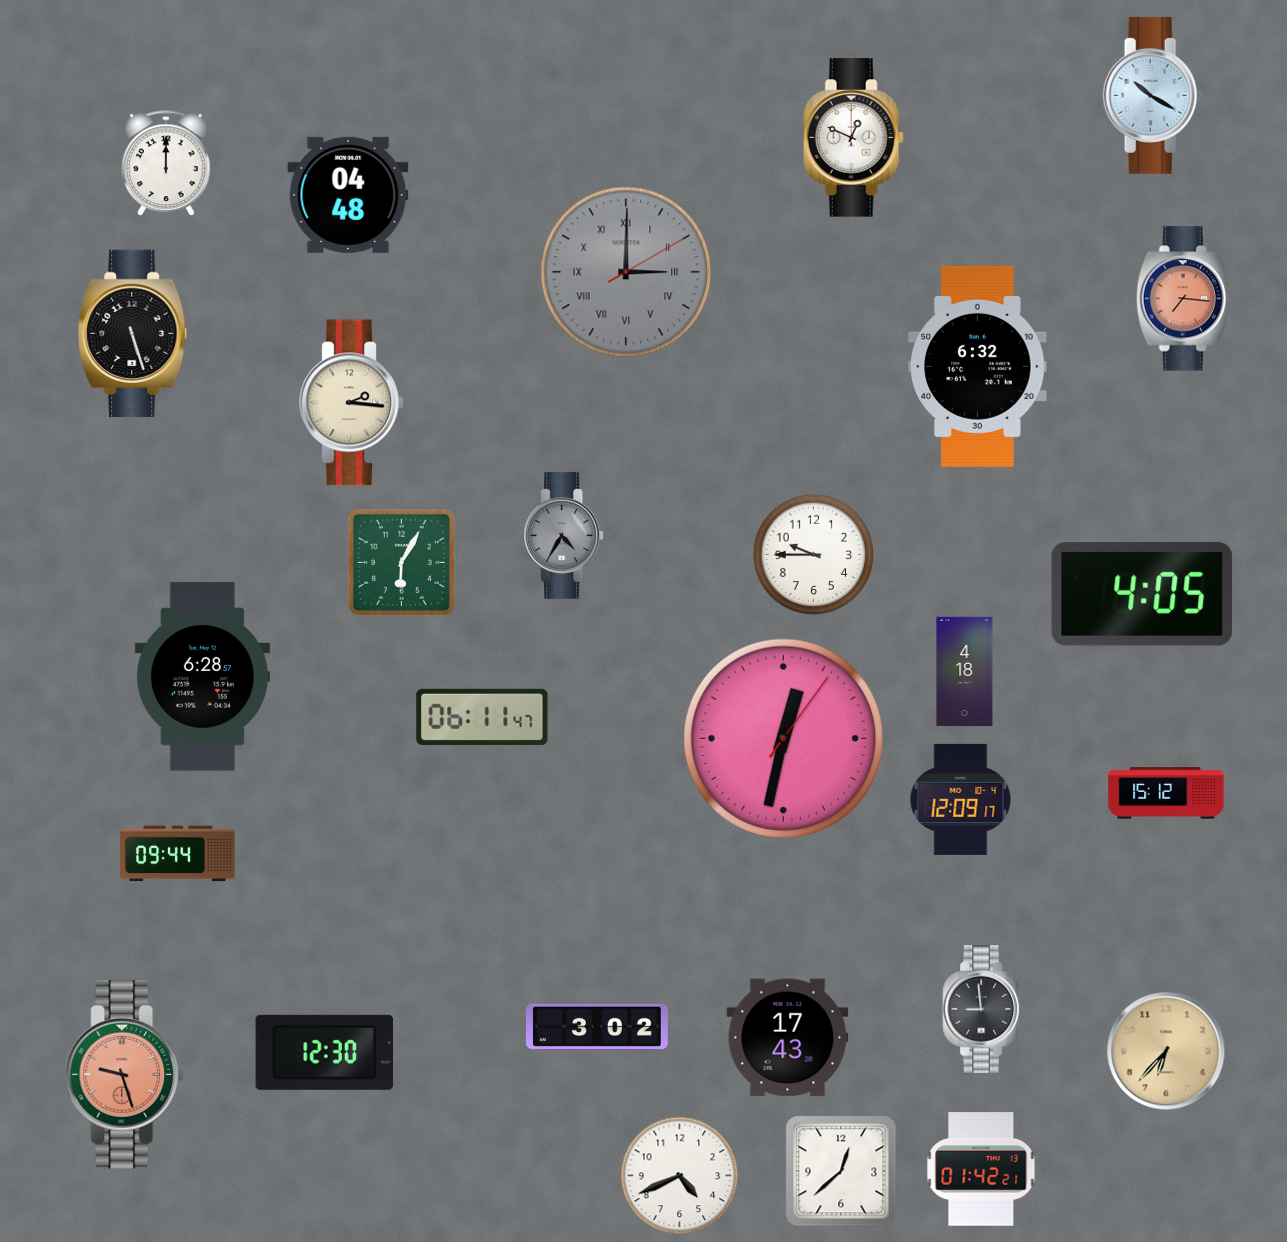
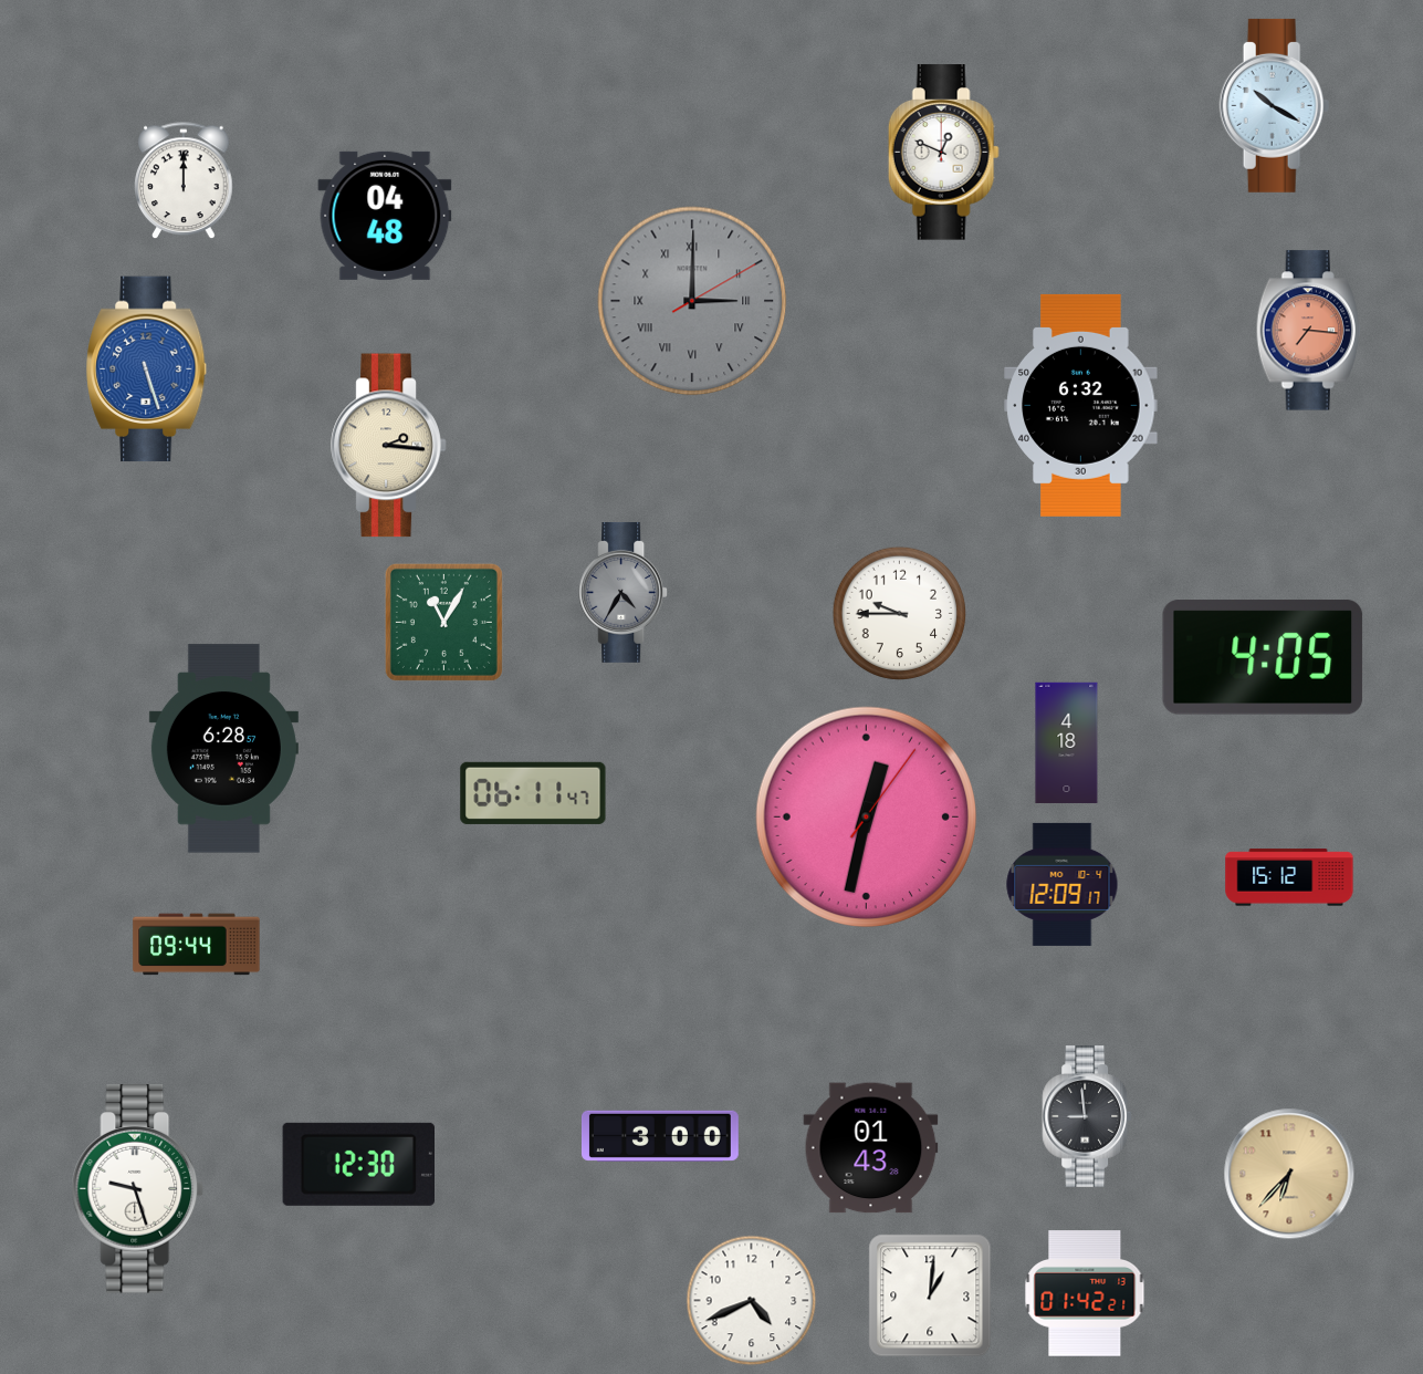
clock at (133, 334) dial: black -> blue
clock at (401, 562): 6:05 -> 11:05
clock at (597, 1027): 3:02 -> 3:00
clock at (788, 1038): 17:43 -> 01:43
clock at (1166, 1051) position: (1166, 1051) -> (1289, 1174)
clock at (125, 1075) dial: salmon -> white
clock at (841, 1171): 12:38 -> 1:01
